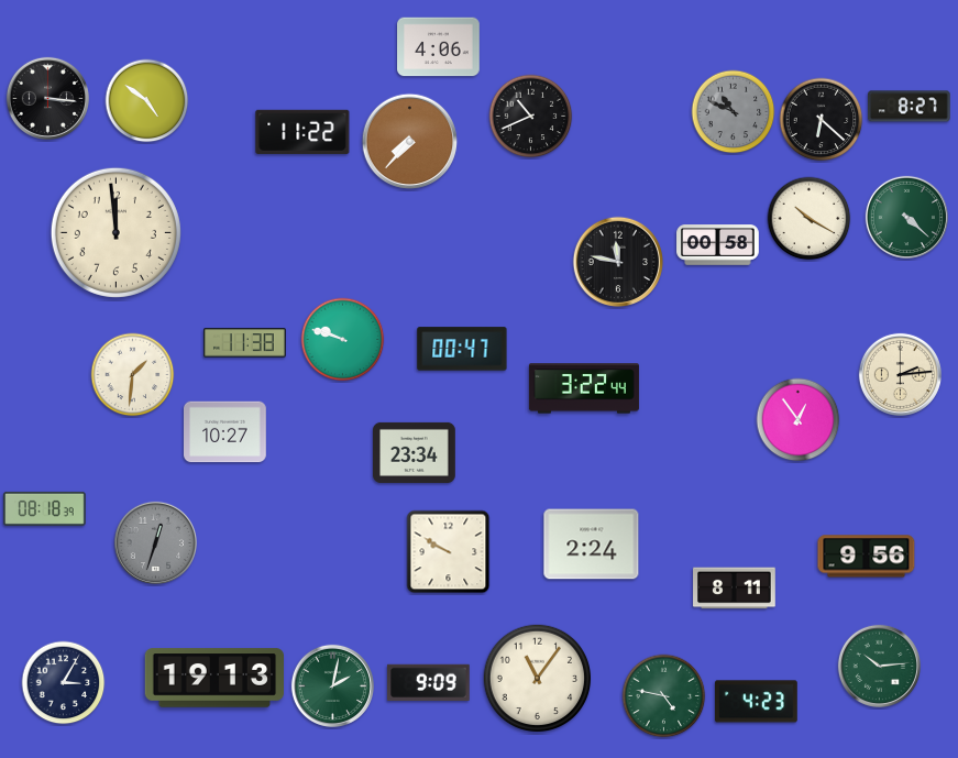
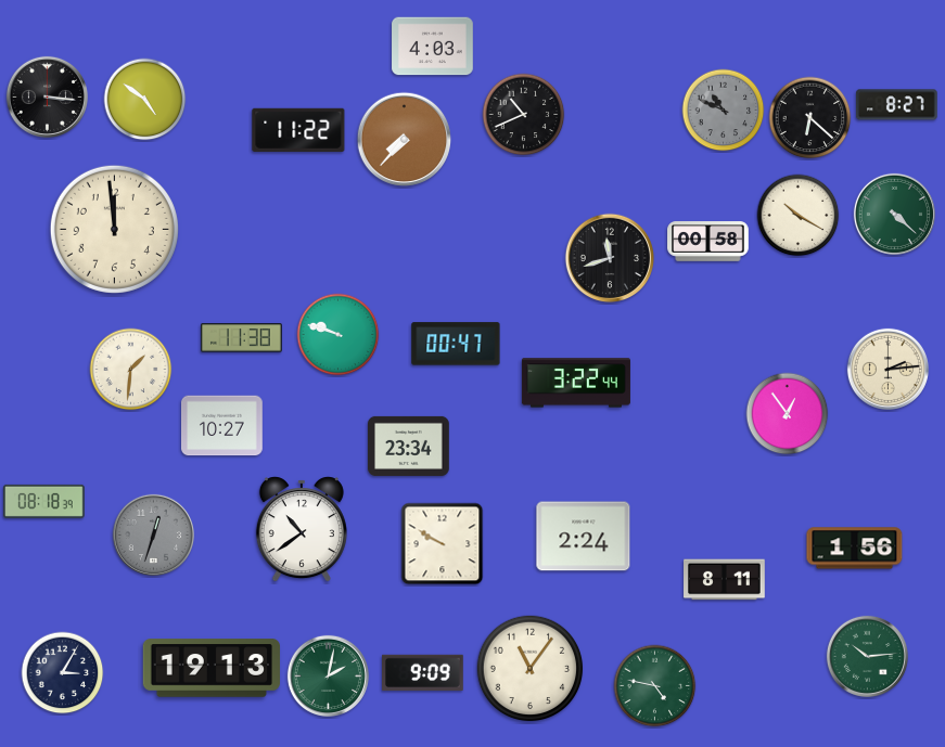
clock at (439, 47): 4:06 -> 4:03
clock at (618, 262): 11:47 -> 11:42
clock at (302, 529): none -> 10:39
clock at (867, 557): 9:56 -> 1:56
clock at (757, 702): 4:23 -> none
